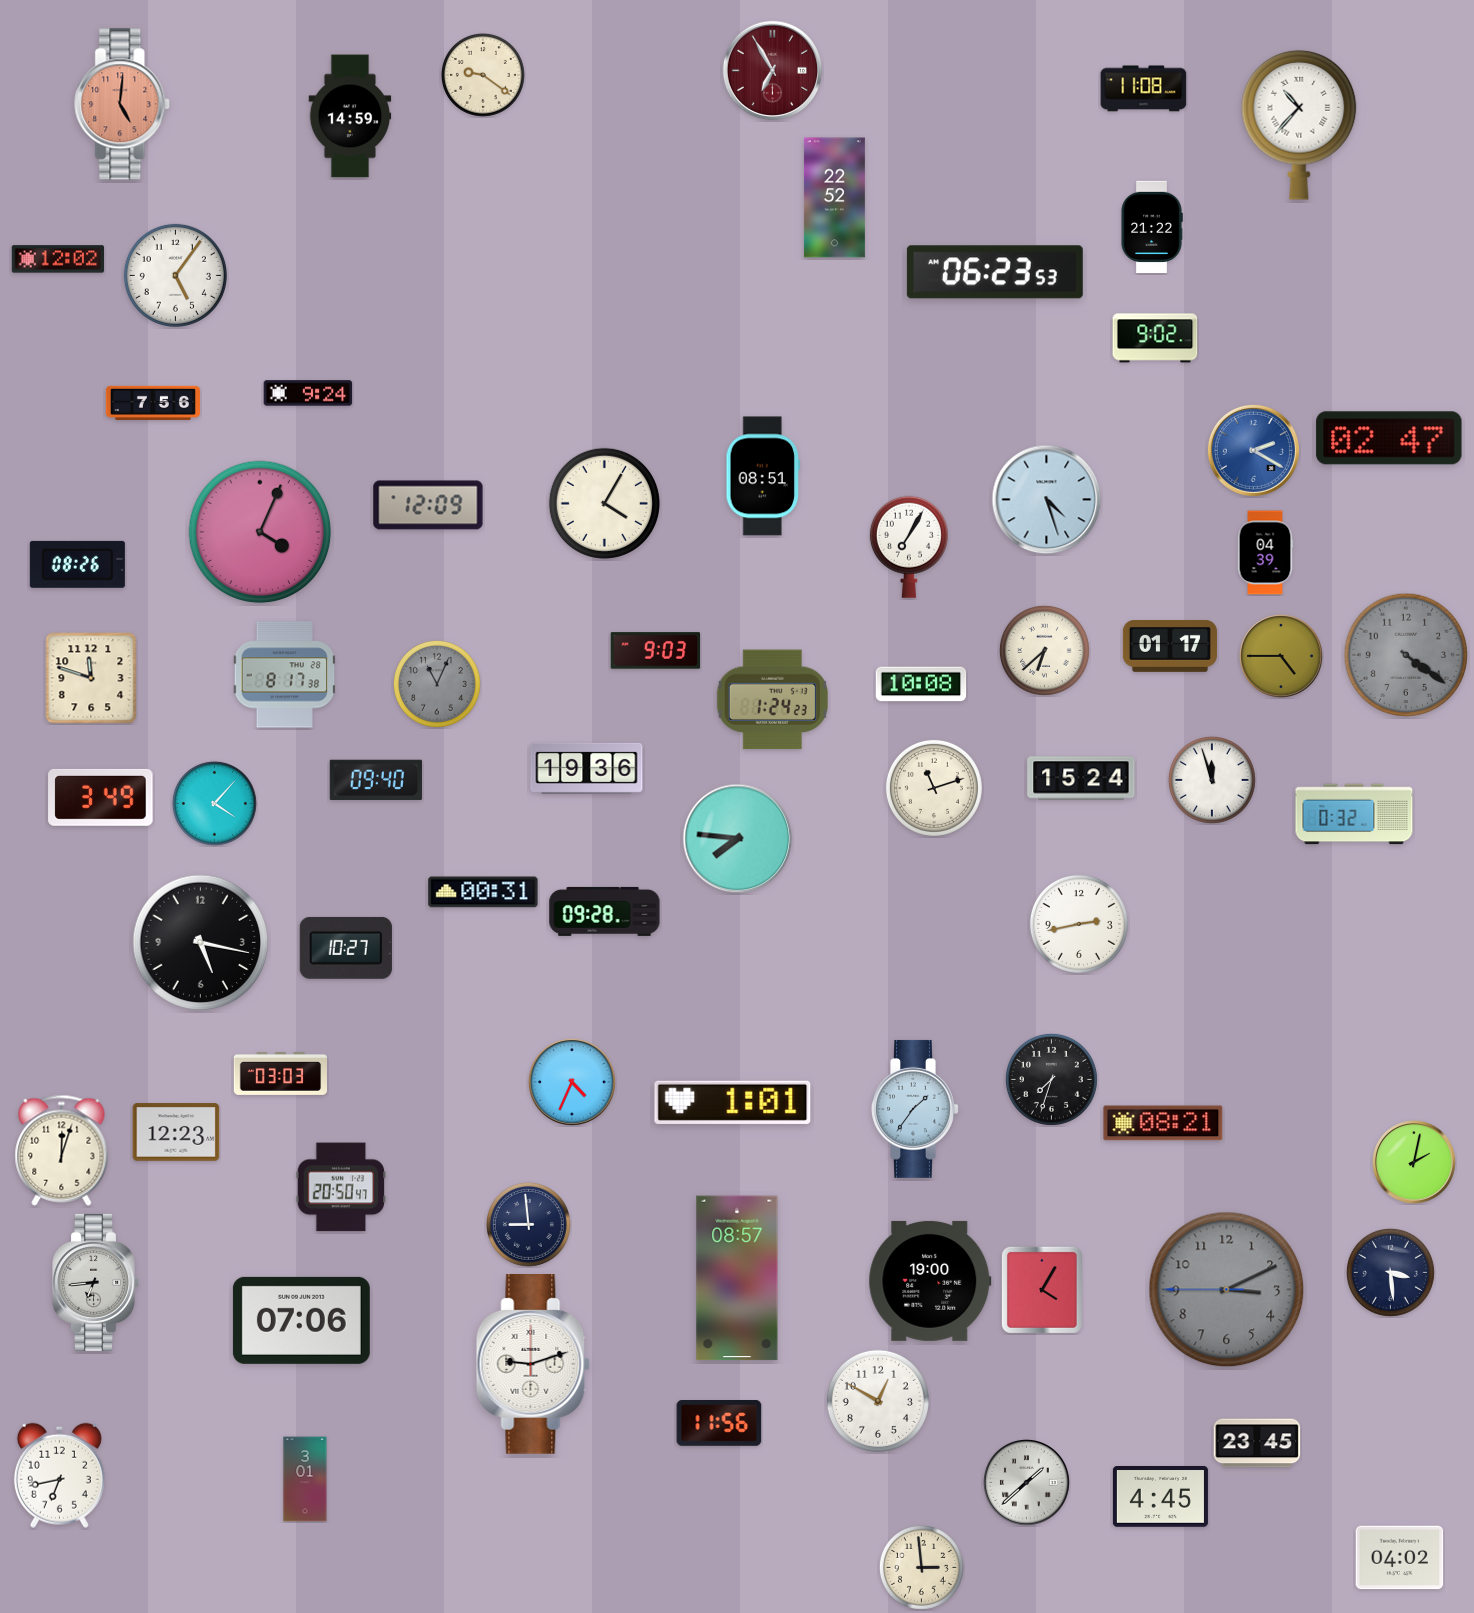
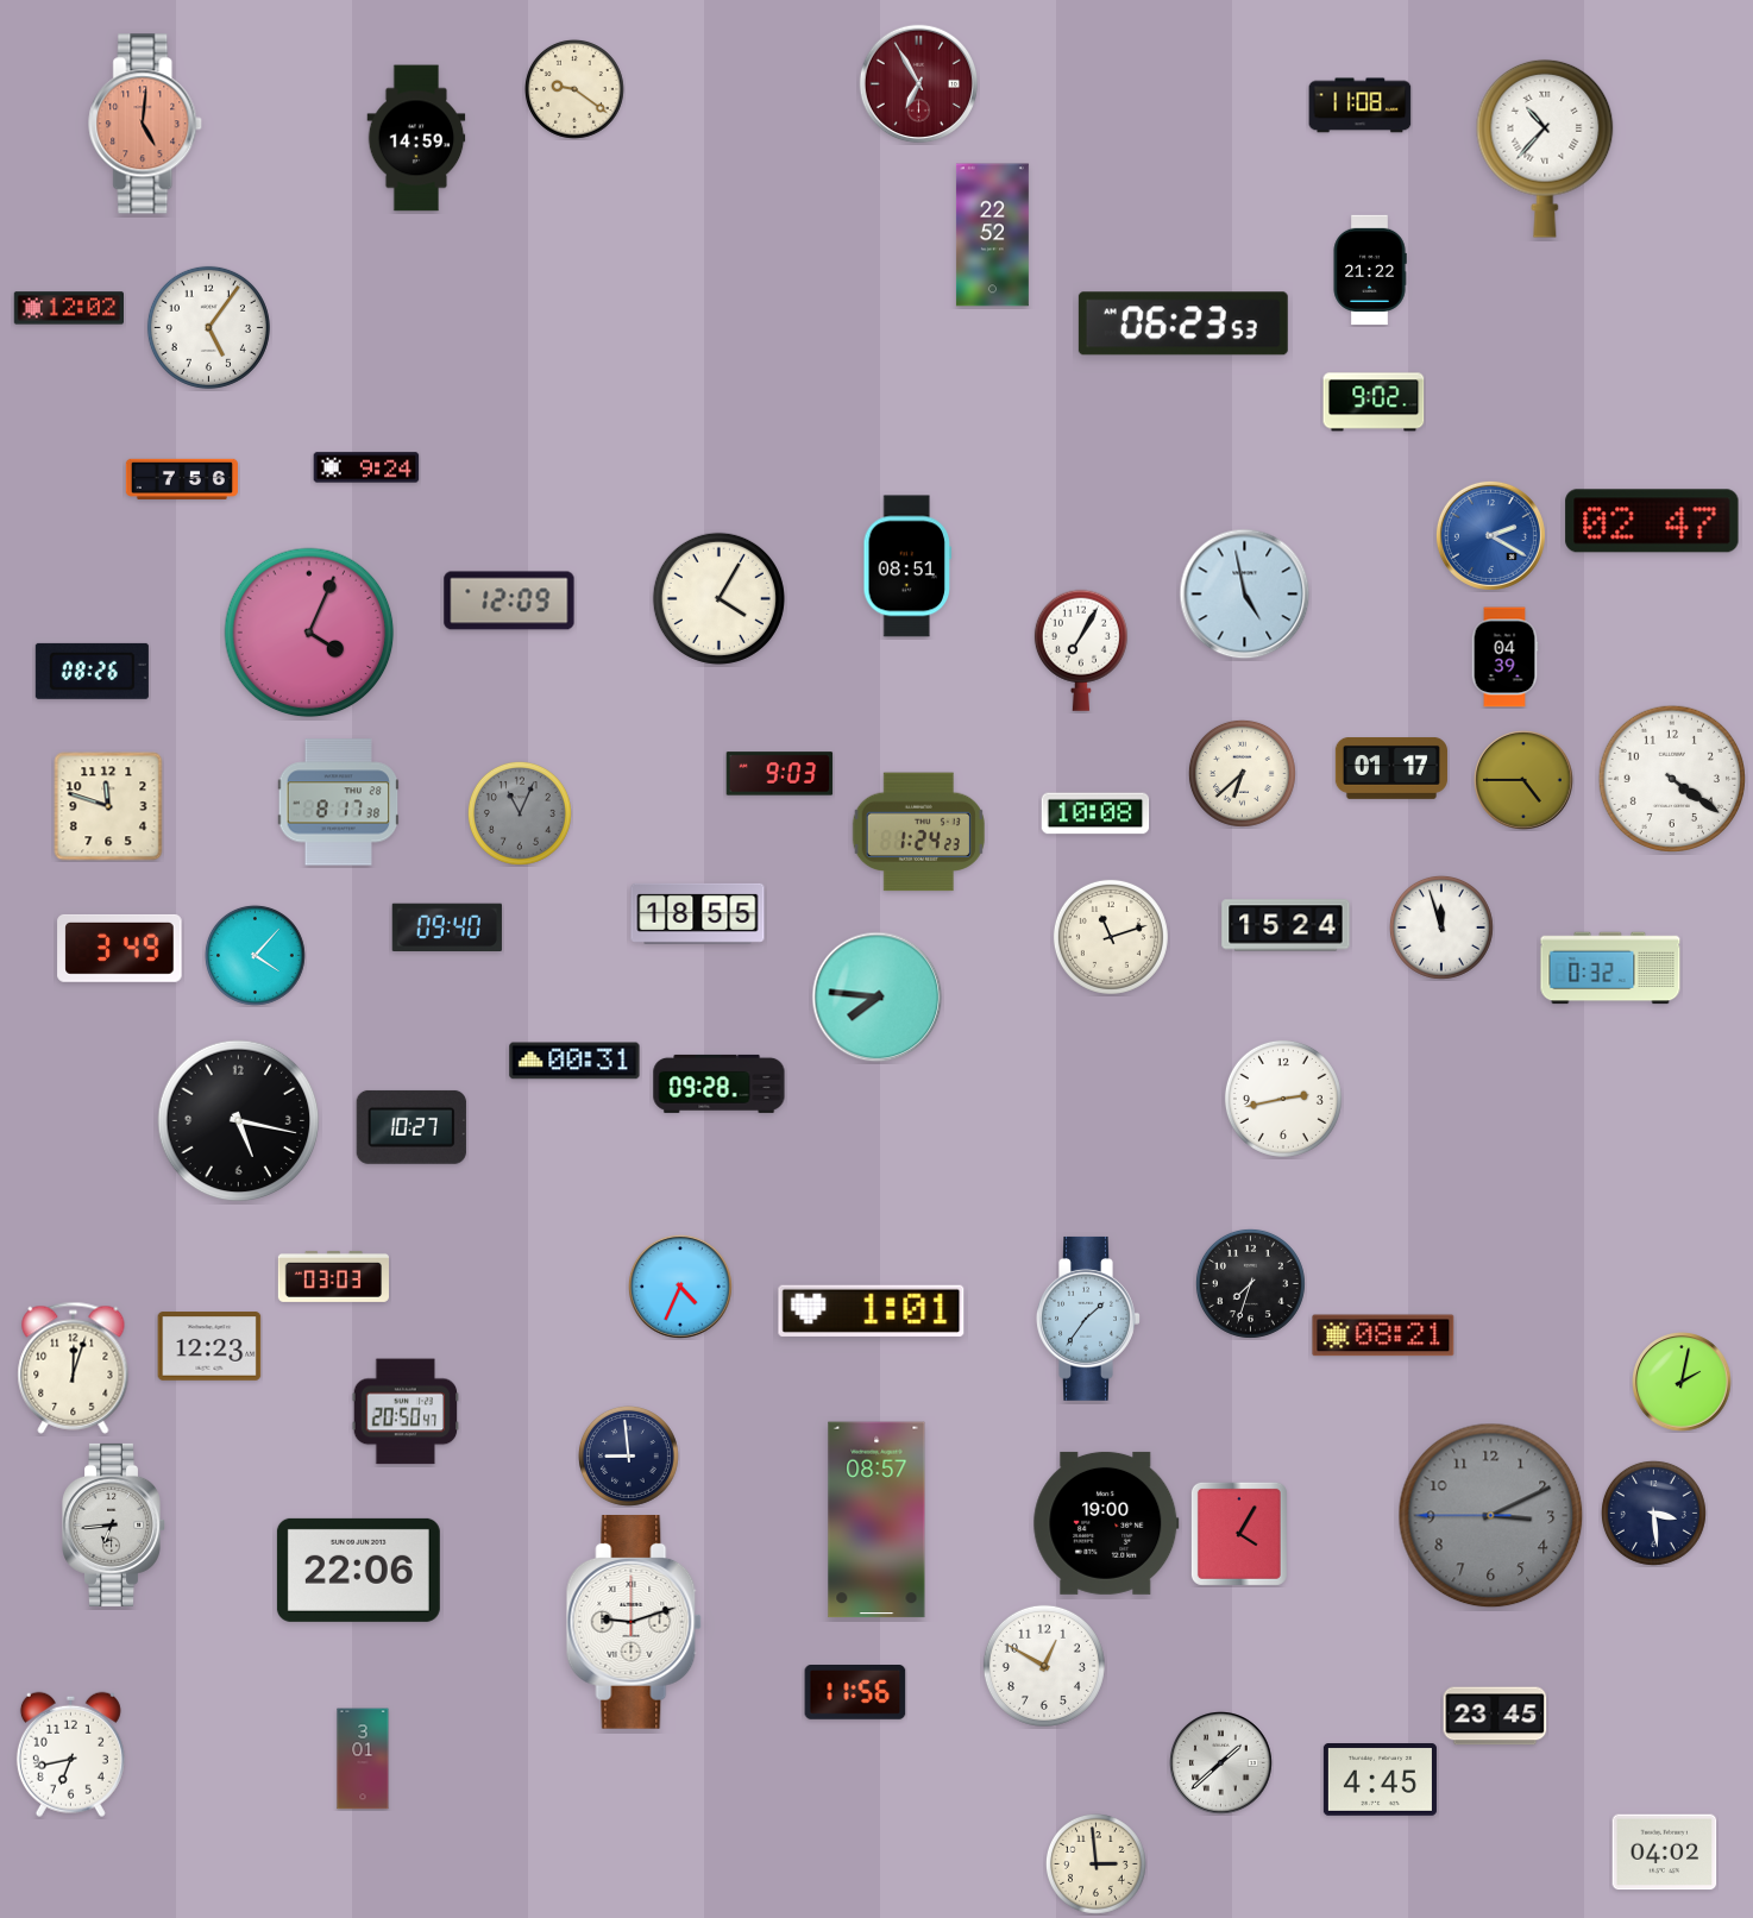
clock at (1047, 500): 4:27 -> 4:58
clock at (1405, 654) dial: grey -> white
clock at (587, 768): 19:36 -> 18:55
clock at (1227, 1290) position: (1227, 1290) -> (1491, 1516)
clock at (301, 1320): 07:06 -> 22:06
